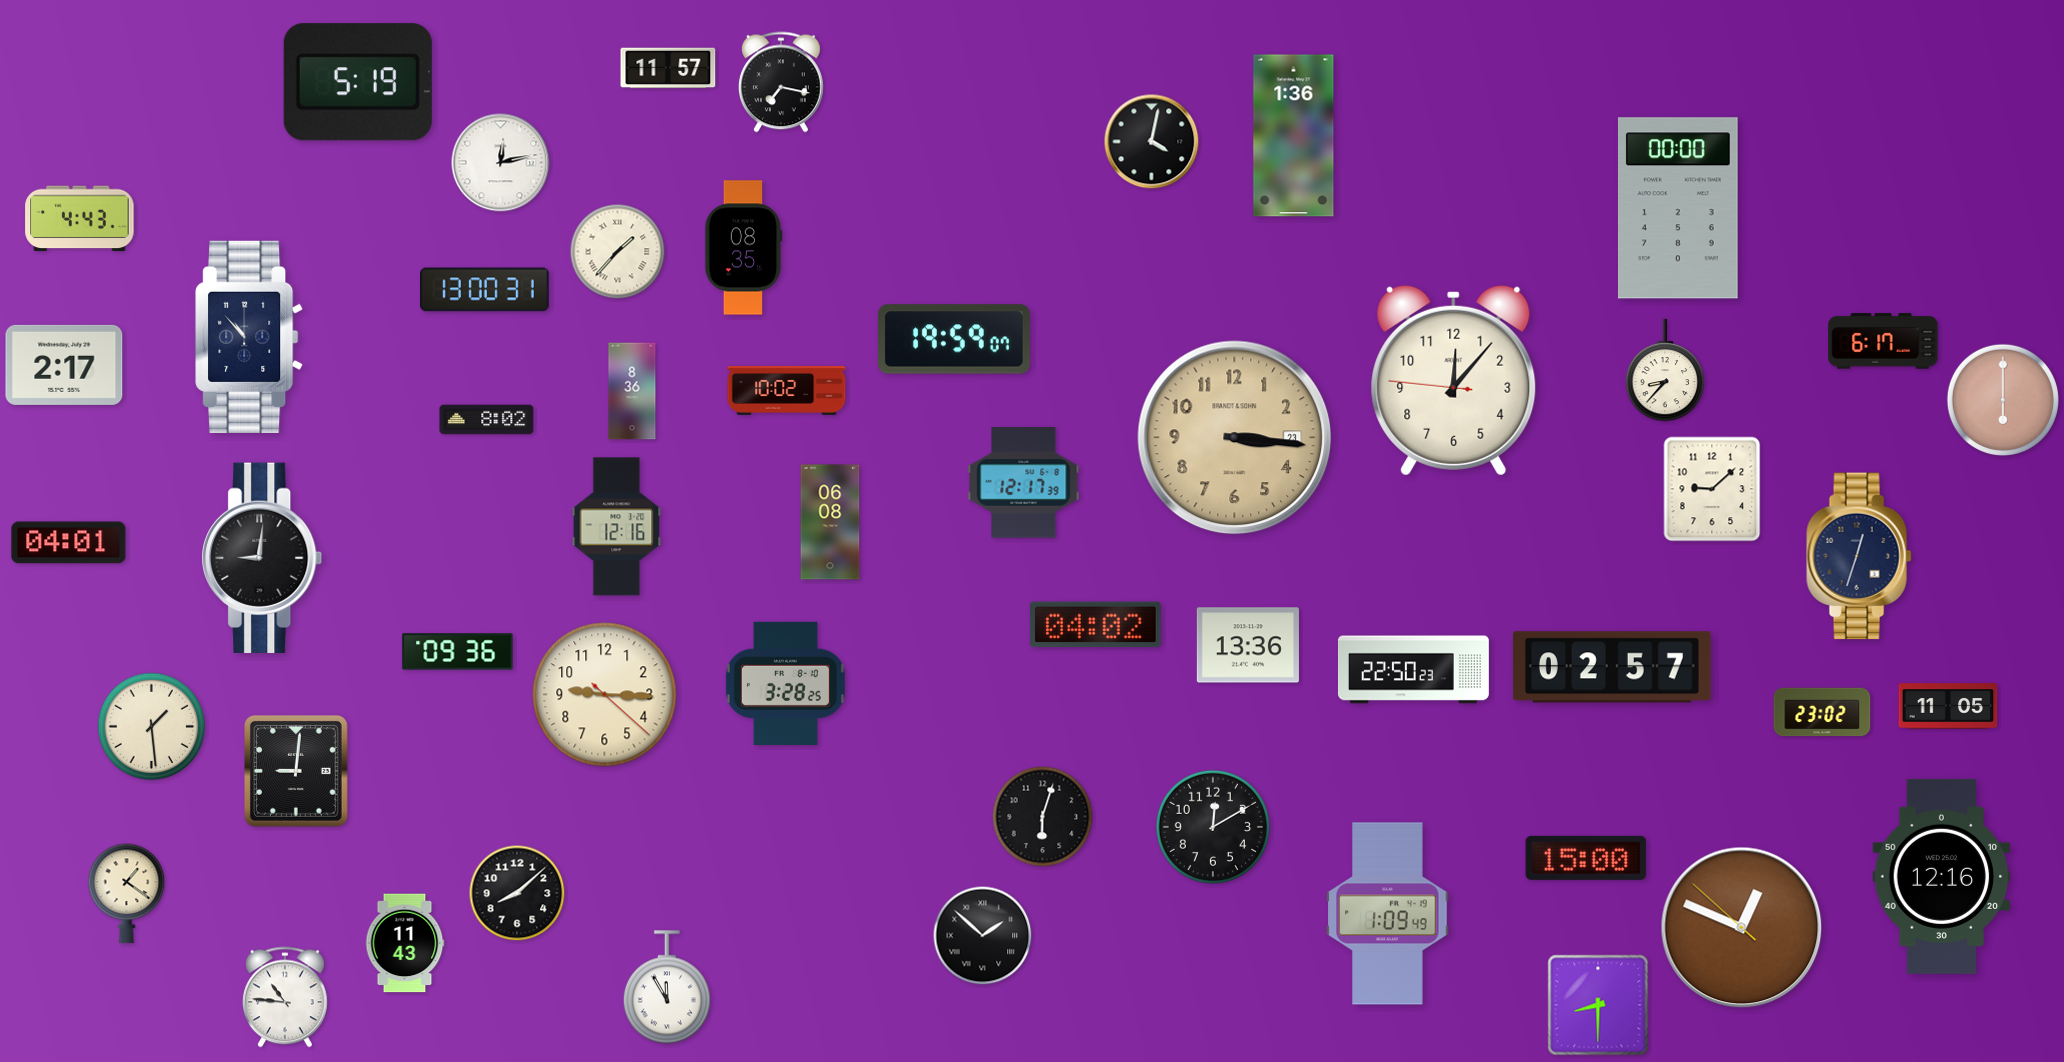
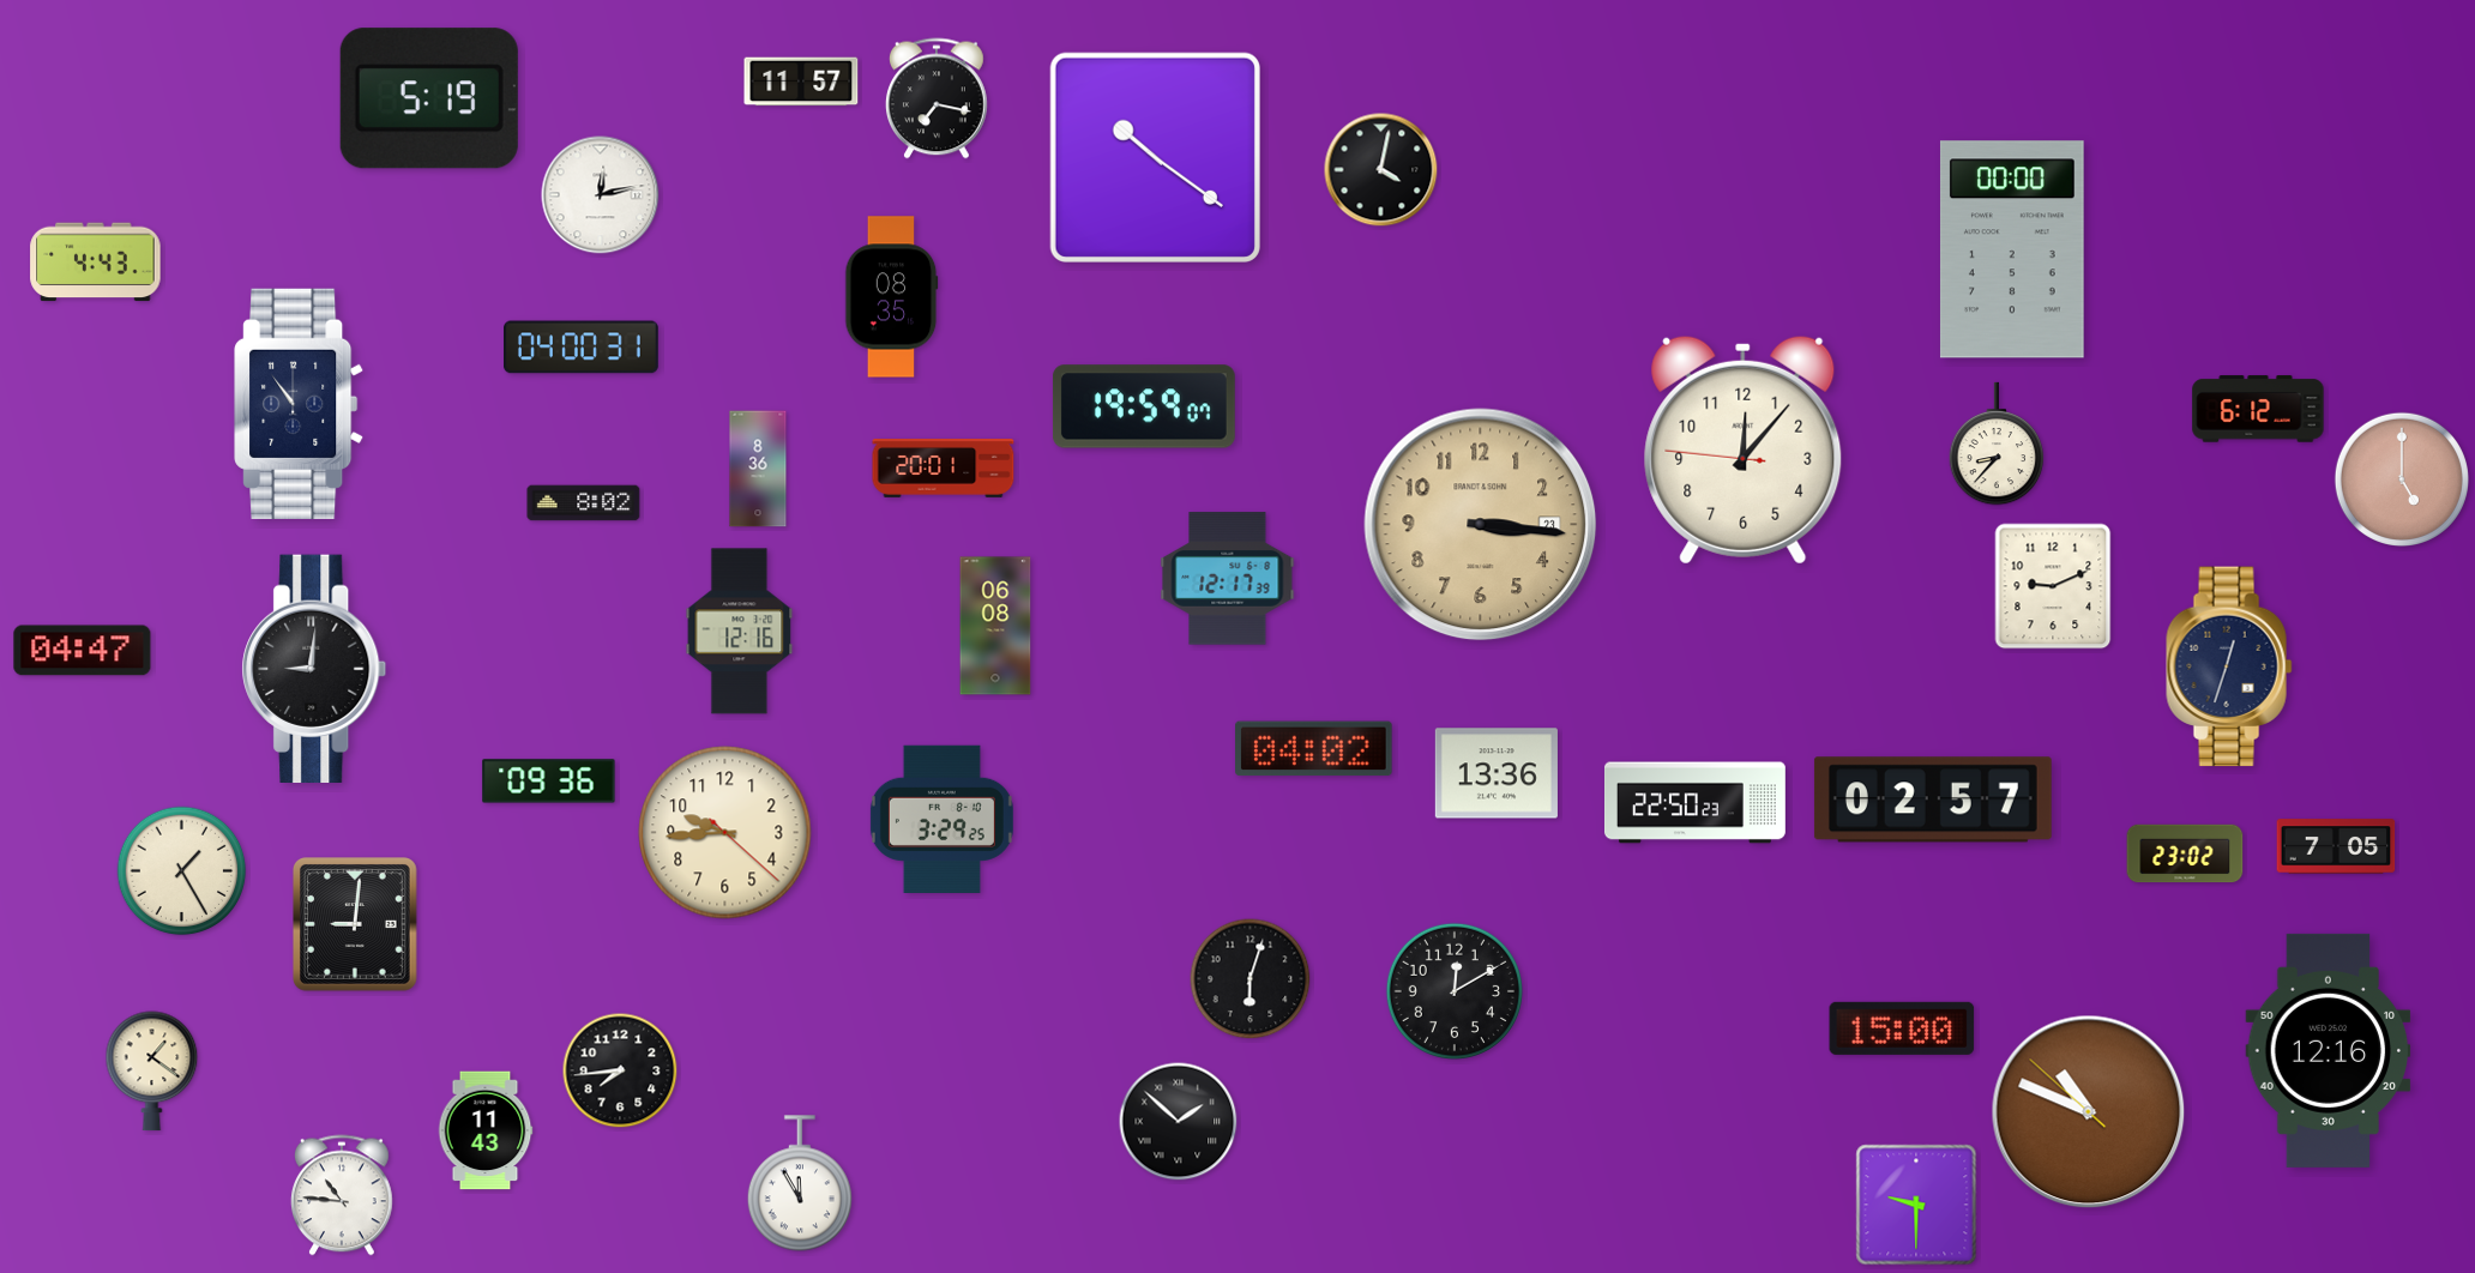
clock at (1155, 157): none -> 10:21
clock at (1294, 136): 1:36 -> none
clock at (618, 252): 1:37 -> none
clock at (485, 290): 13:00 -> 04:00
clock at (250, 337): 10:53 -> 10:54
clock at (1883, 341): 6:17 -> 6:12
clock at (64, 365): 2:17 -> none
clock at (1454, 380) position: (1454, 380) -> (1744, 450)
clock at (787, 391): 10:02 -> 20:01
clock at (2002, 399): 6:00 -> 5:00
clock at (1712, 489): 9:08 -> 9:11
clock at (69, 543): 04:01 -> 04:47
clock at (785, 683): 3:28 -> 3:29
clock at (605, 695): 9:15 -> 9:44
clock at (1948, 706): 11:05 -> 7:05
clock at (152, 727): 1:29 -> 1:25
clock at (517, 893): 8:08 -> 7:44
clock at (1388, 914): 1:09 -> none
clock at (1742, 928): 12:48 -> 10:48
clock at (1598, 1005): 8:30 -> 9:30
